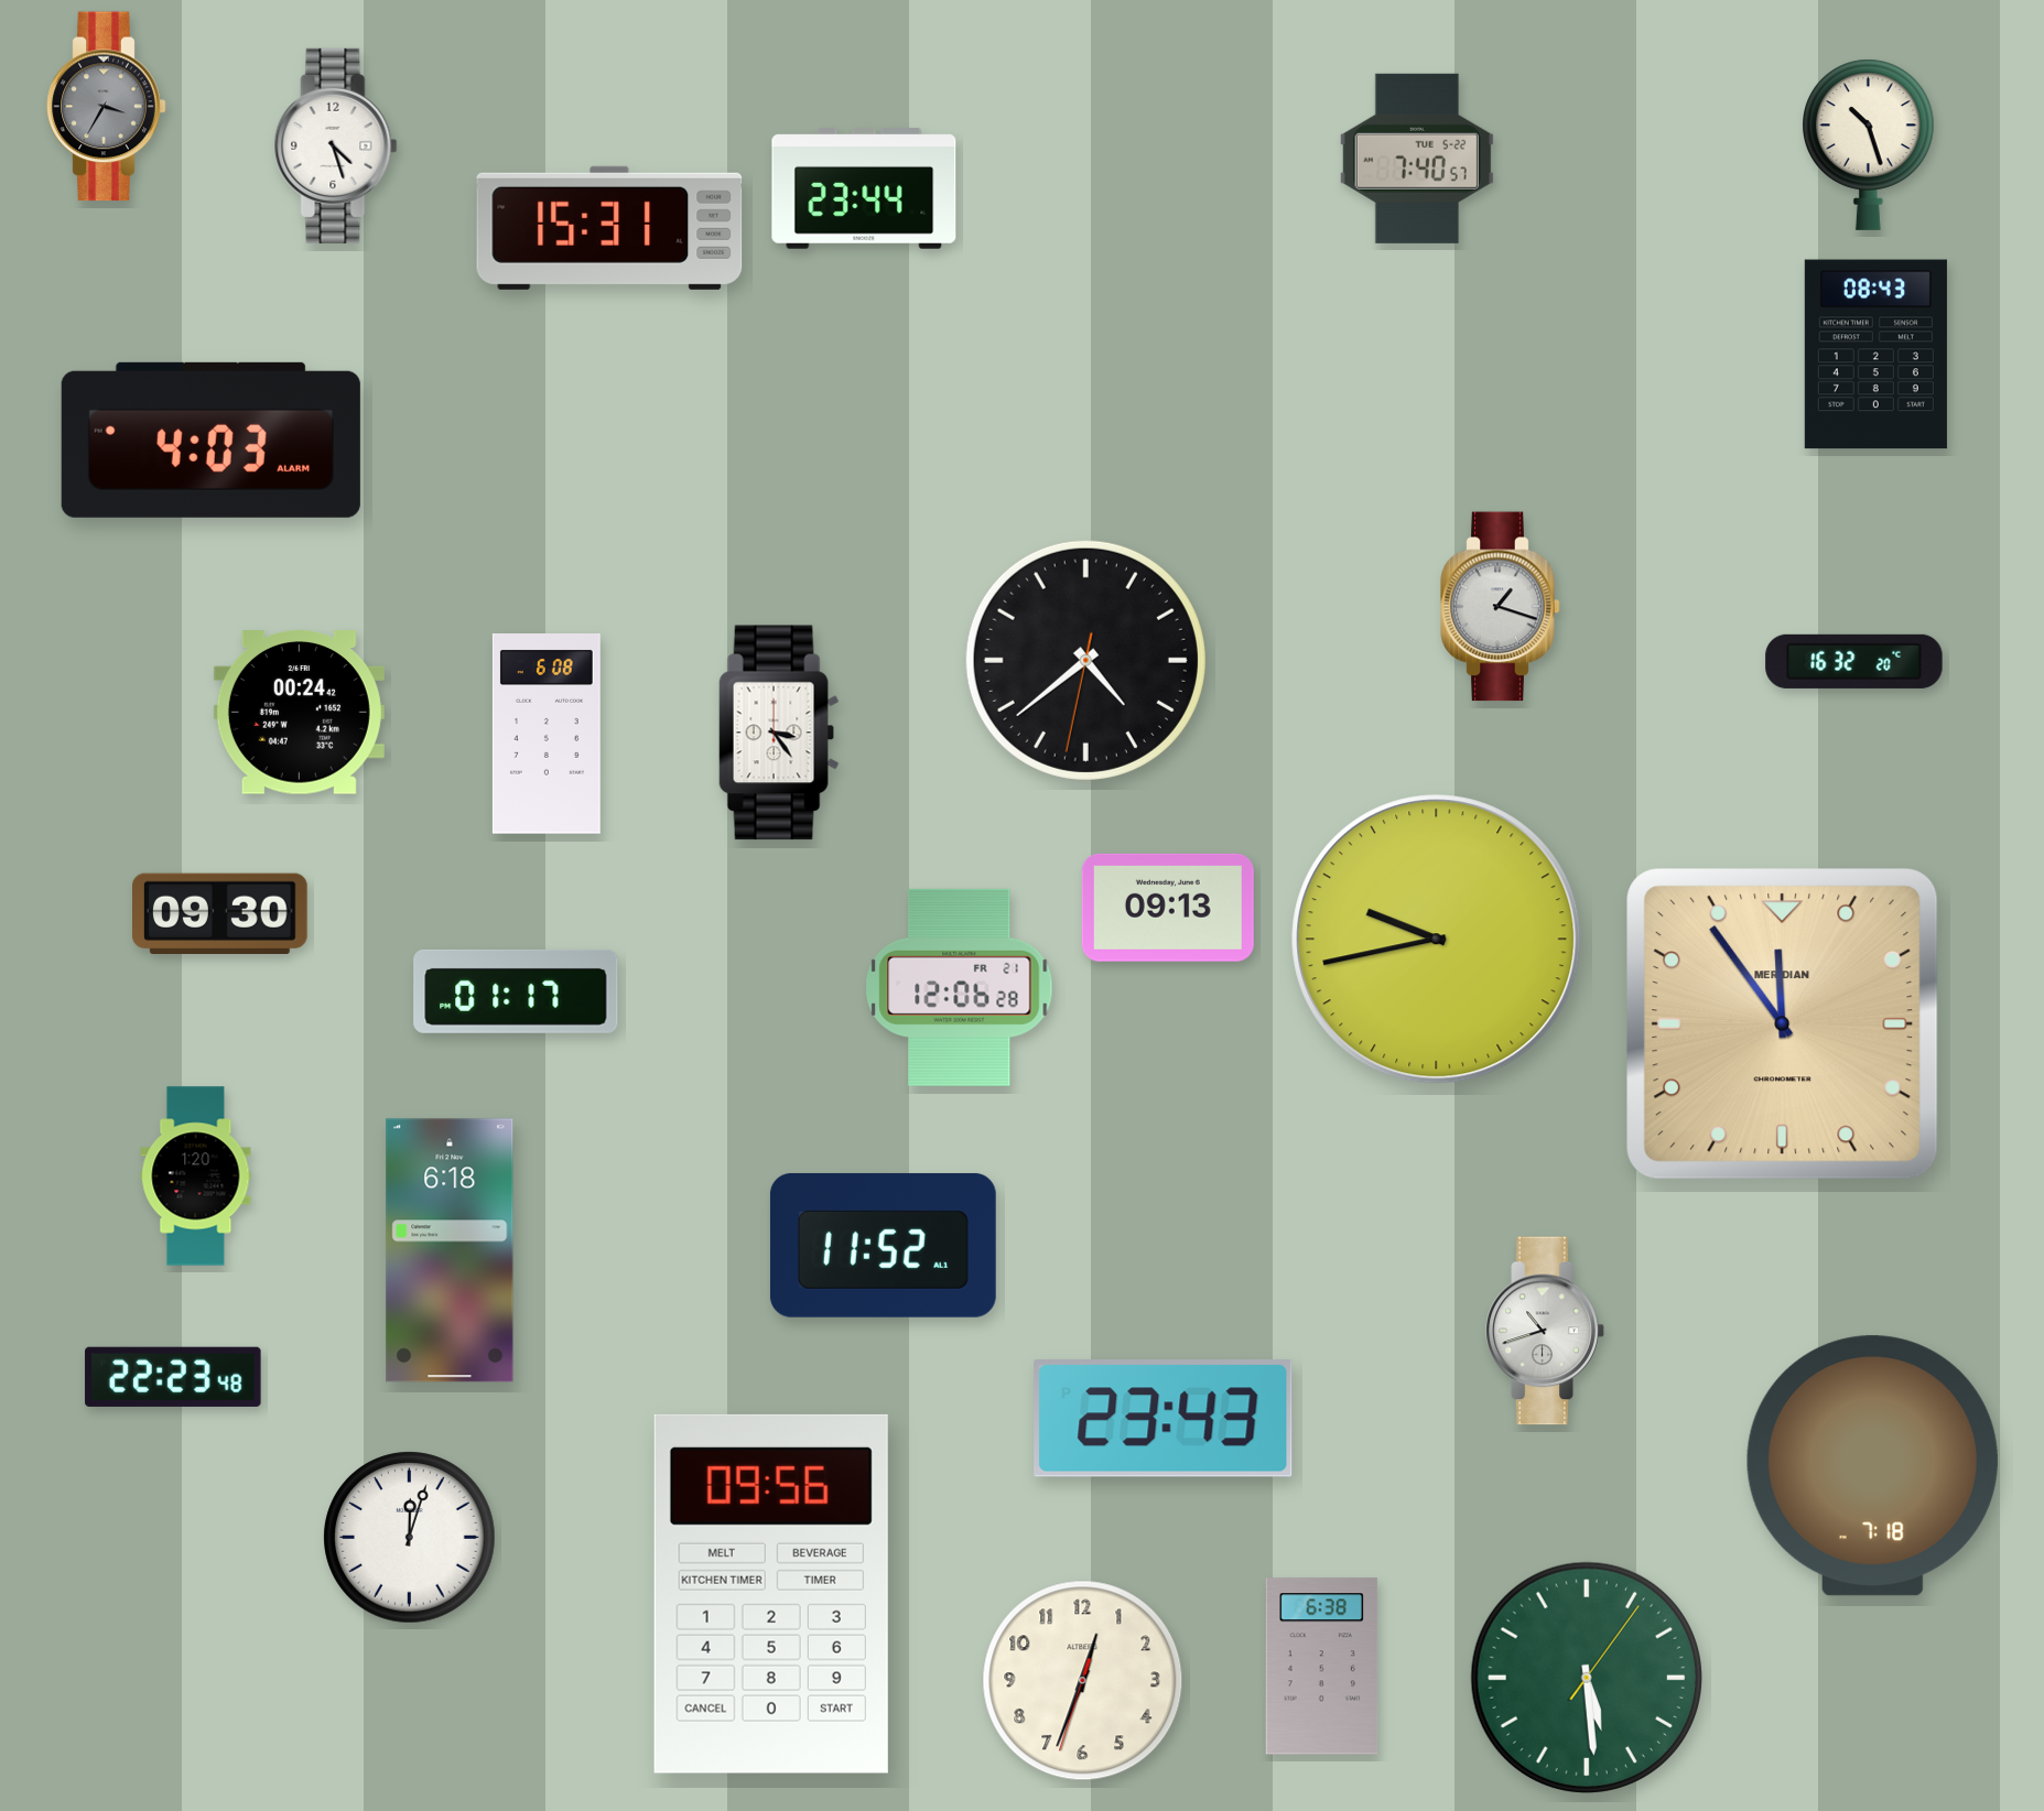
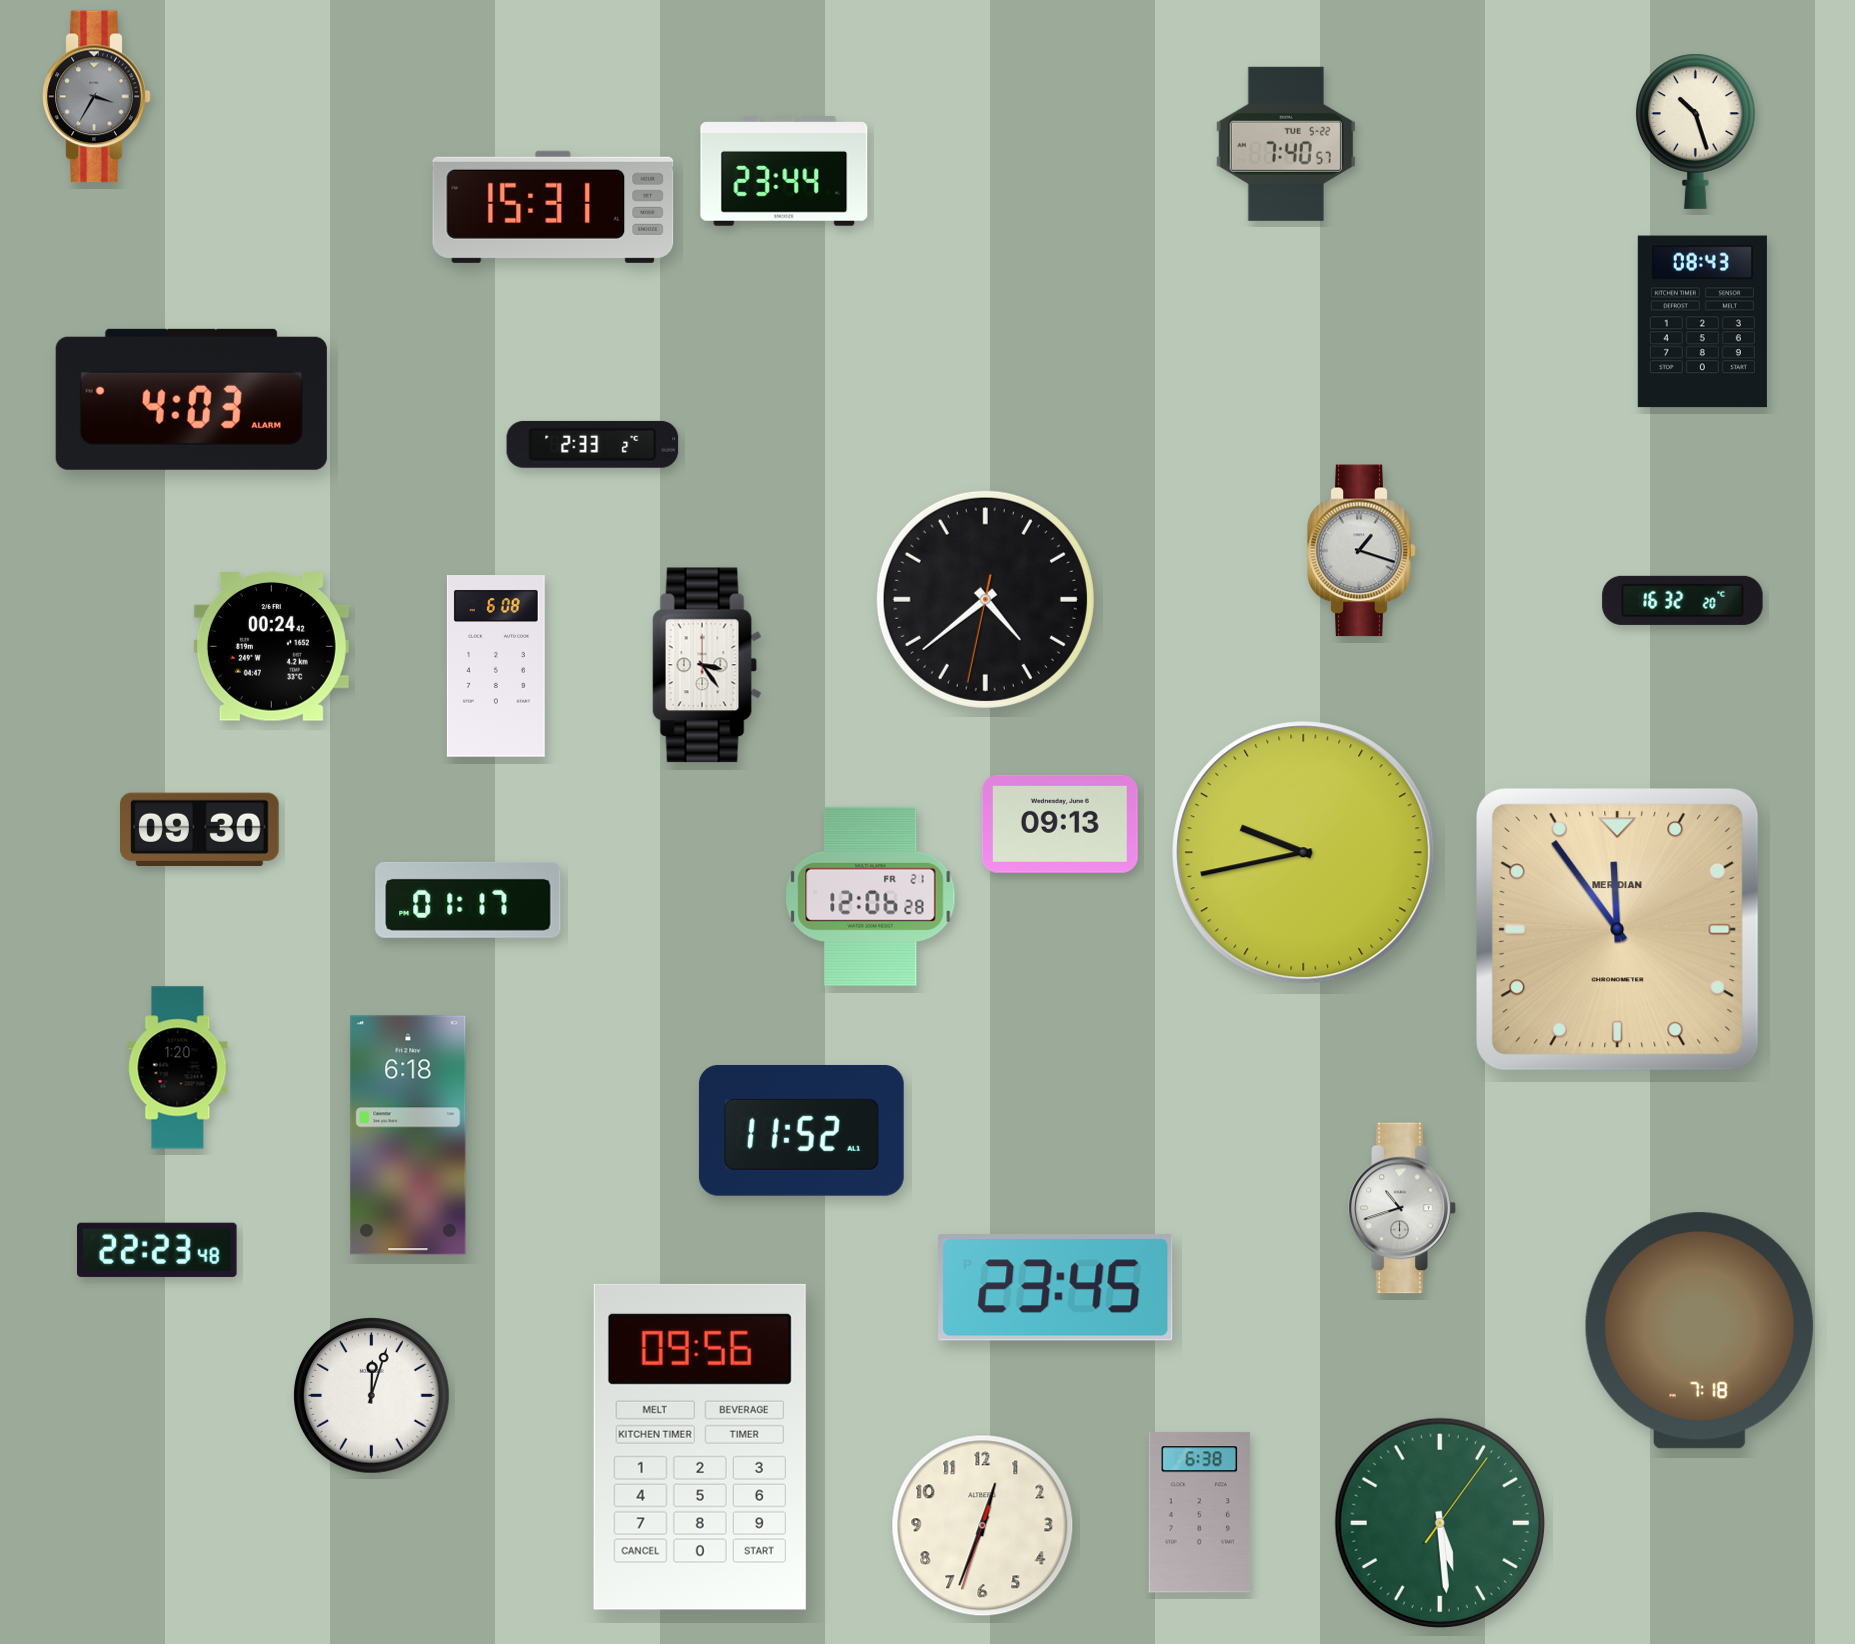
clock at (336, 145): 4:27 -> none
clock at (593, 444): none -> 2:33
clock at (1164, 1418): 23:43 -> 23:45
